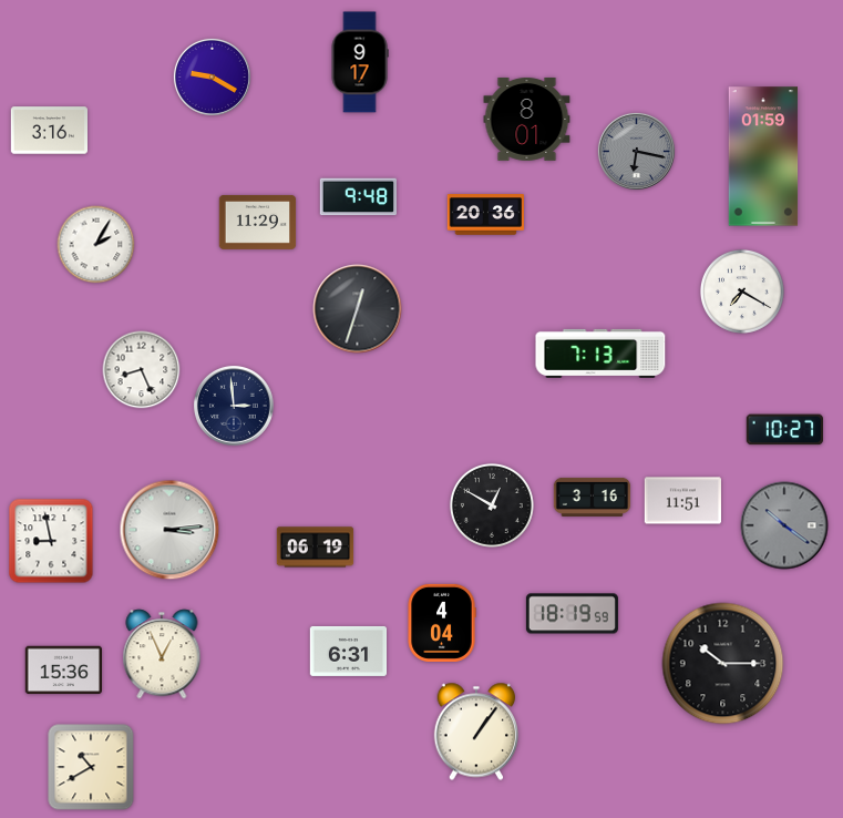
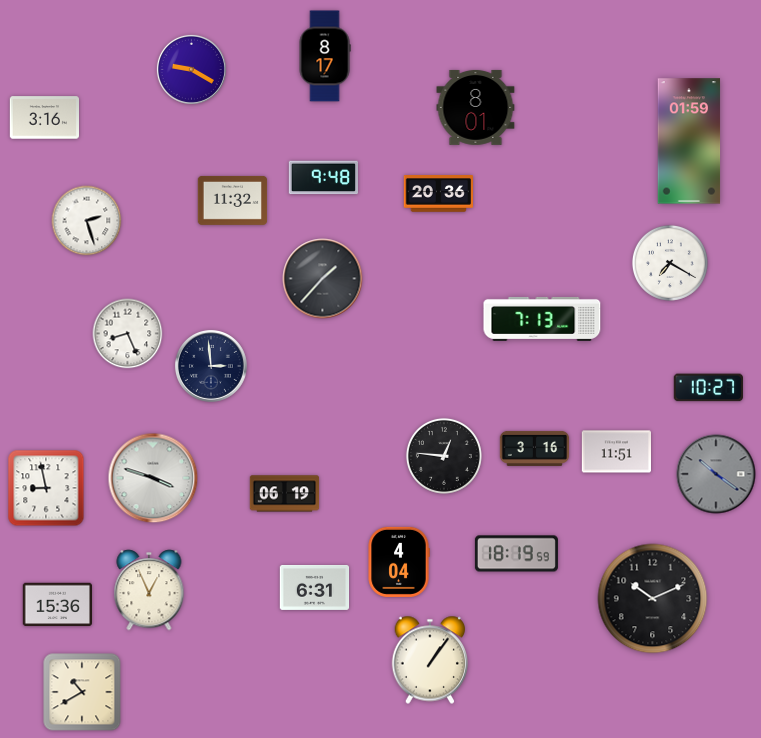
clock at (360, 62): 9:17 -> 8:17
clock at (636, 151): 6:17 -> none
clock at (258, 222): 11:29 -> 11:32
clock at (96, 245): 2:05 -> 2:27
clock at (358, 309): 12:33 -> 1:37
clock at (492, 505): 12:50 -> 12:46
clock at (784, 525) position: (784, 525) -> (716, 474)
clock at (169, 530): 3:14 -> 3:48
clock at (162, 654) position: (162, 654) -> (149, 590)
clock at (723, 664): 10:15 -> 10:11
